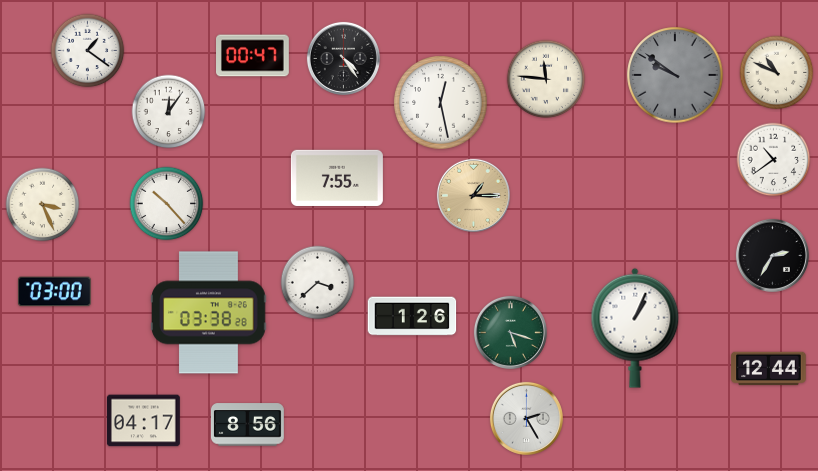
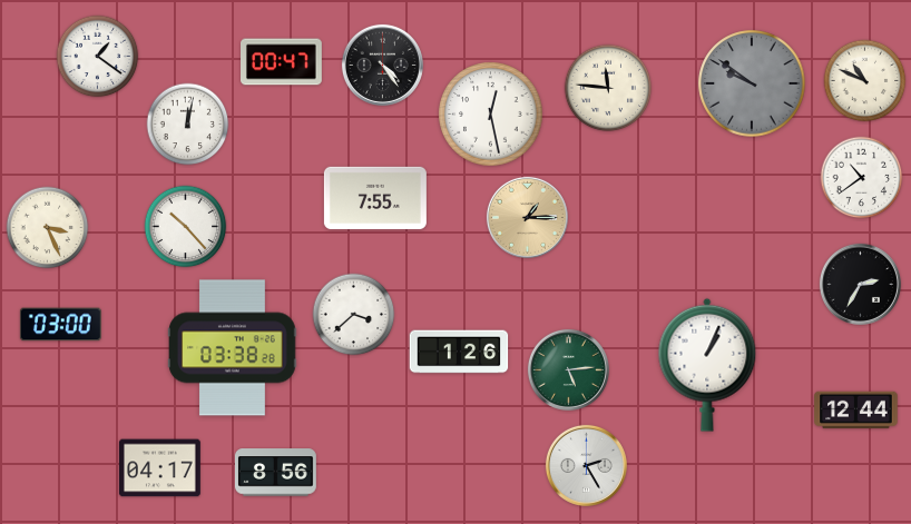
clock at (169, 112): 12:06 -> 12:02
clock at (510, 332): 5:18 -> 5:14
